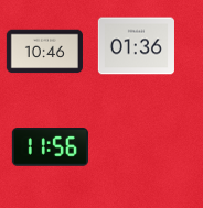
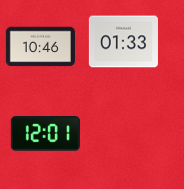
clock at (136, 46): 01:36 -> 01:33
clock at (50, 147): 11:56 -> 12:01
